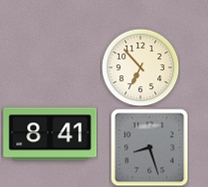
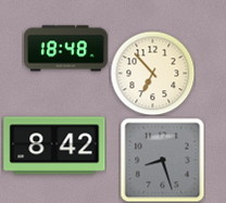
clock at (65, 49): none -> 18:48
clock at (50, 134): 8:41 -> 8:42
